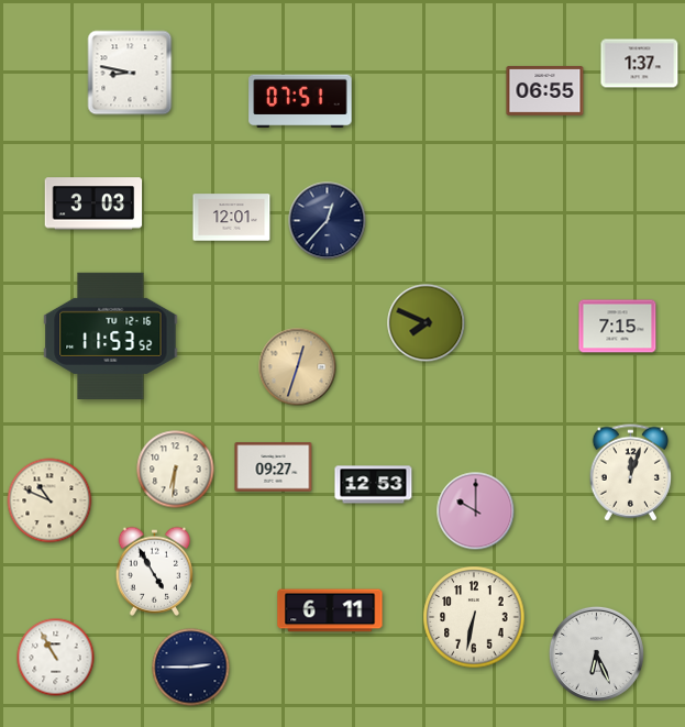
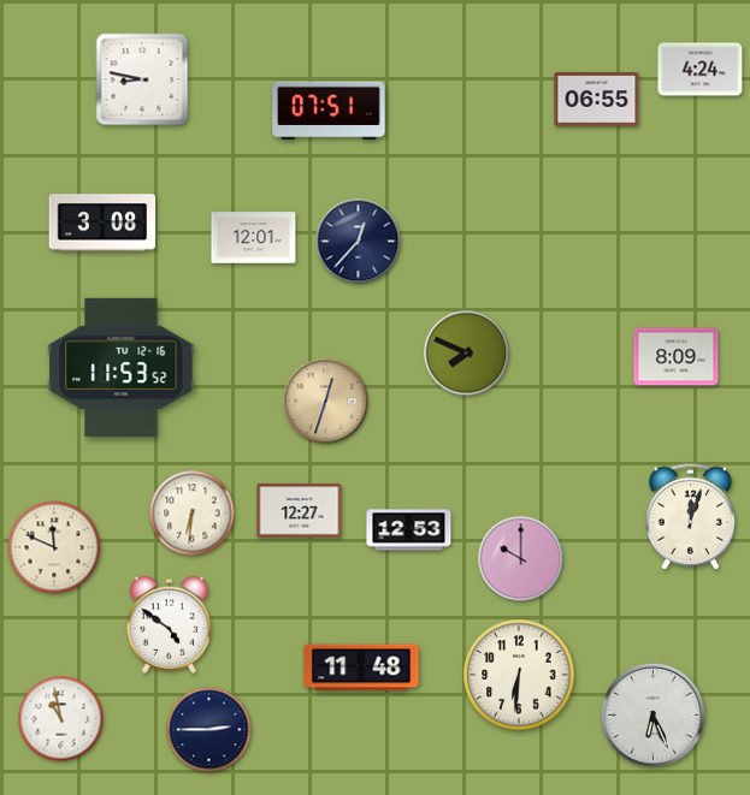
clock at (640, 64): 1:37 -> 4:24
clock at (93, 203): 3:03 -> 3:08
clock at (618, 327): 7:15 -> 8:09
clock at (274, 467): 09:27 -> 12:27
clock at (49, 500): 10:49 -> 11:49
clock at (155, 571): 4:55 -> 4:51
clock at (330, 610): 6:11 -> 11:48
clock at (474, 617): 6:32 -> 6:31
clock at (56, 658): 10:55 -> 10:58
